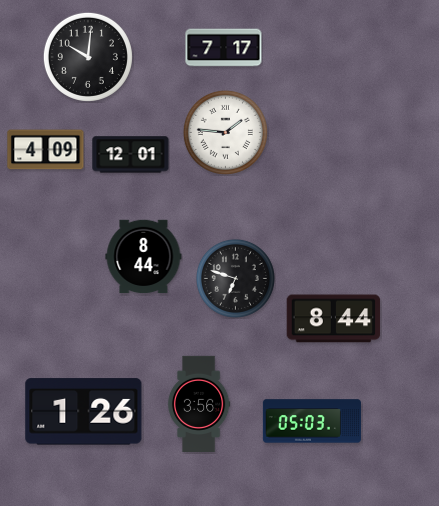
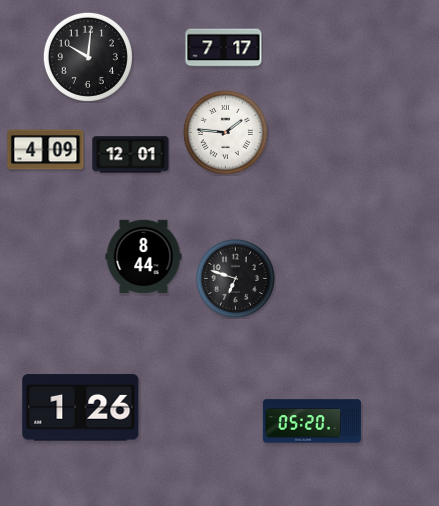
clock at (334, 319): 8:44 -> none
clock at (199, 403): 3:56 -> none
clock at (84, 412) position: (84, 412) -> (81, 408)
clock at (312, 421): 05:03 -> 05:20
